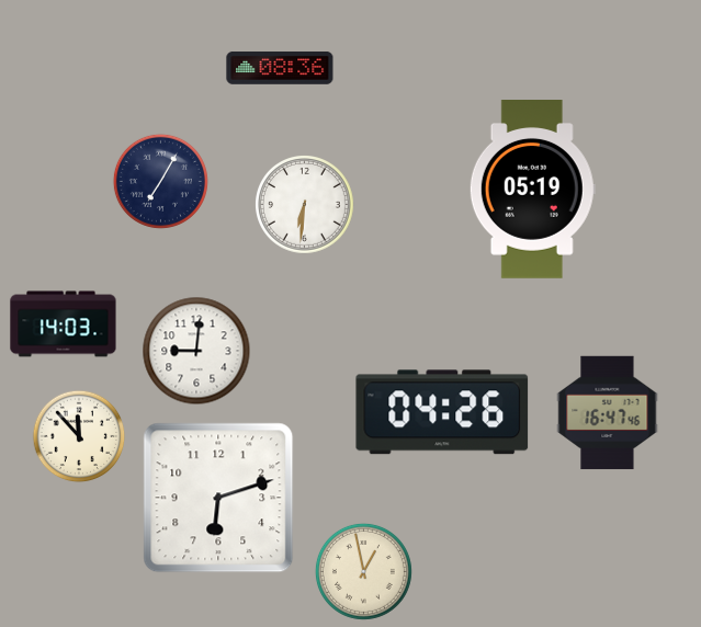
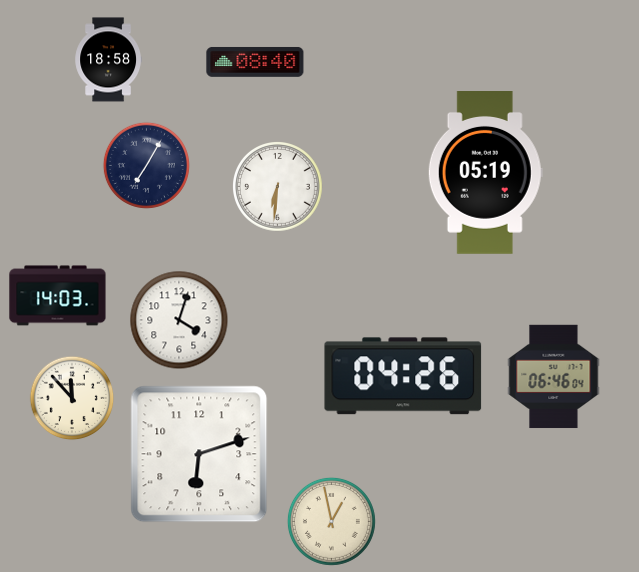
clock at (108, 60): none -> 18:58
clock at (280, 68): 08:36 -> 08:40
clock at (196, 351): 9:01 -> 4:03
clock at (608, 413): 16:47 -> 06:46
